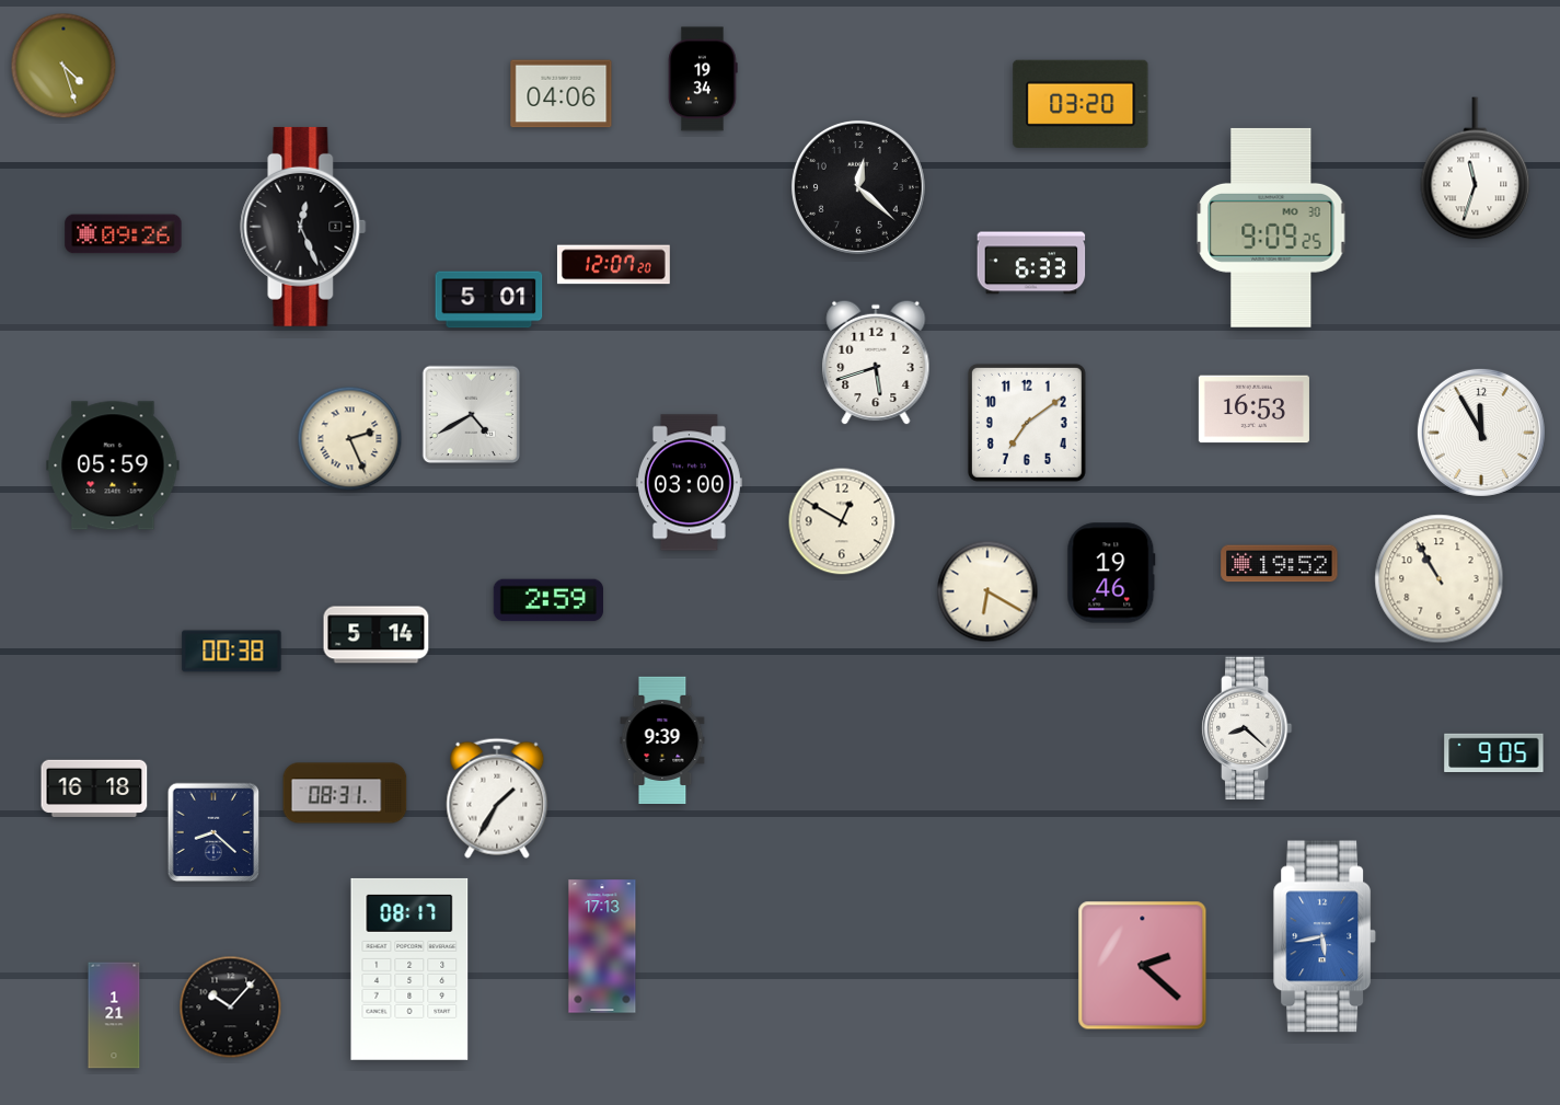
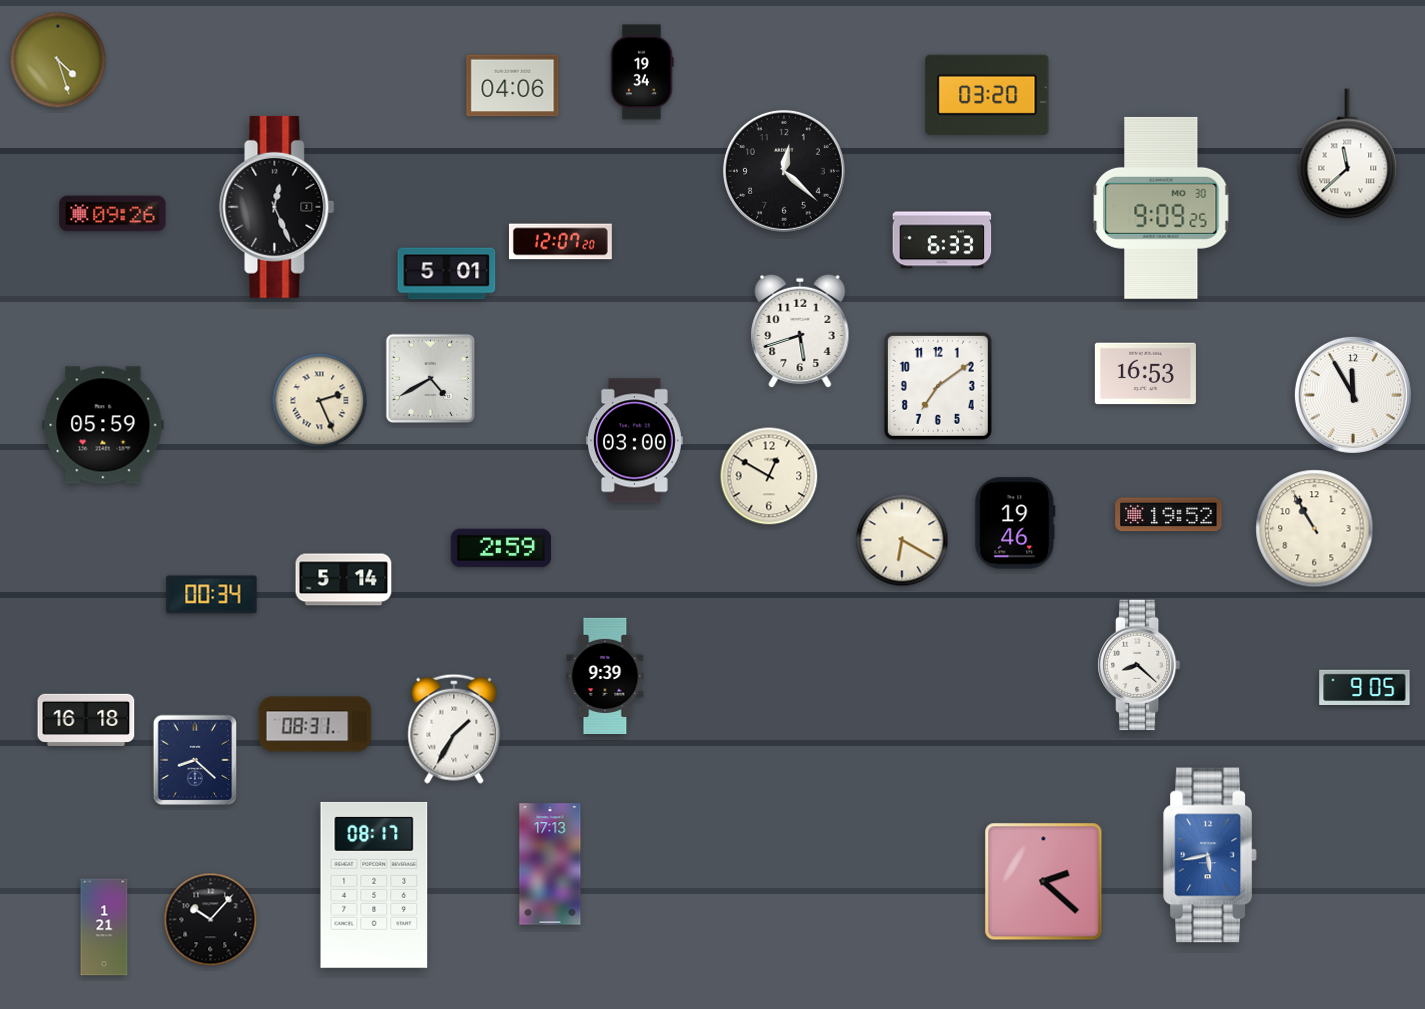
clock at (1476, 169): 11:33 -> 11:38
clock at (689, 483) position: (689, 483) -> (634, 441)
clock at (232, 652): 00:38 -> 00:34
